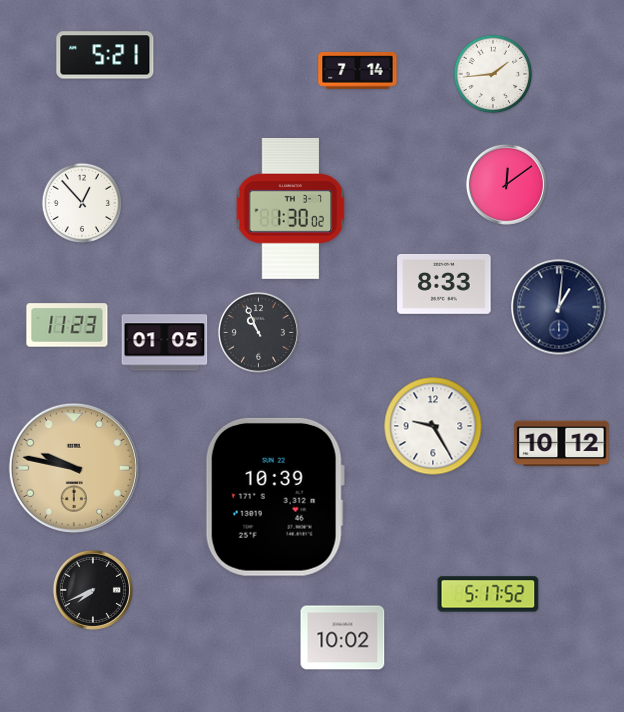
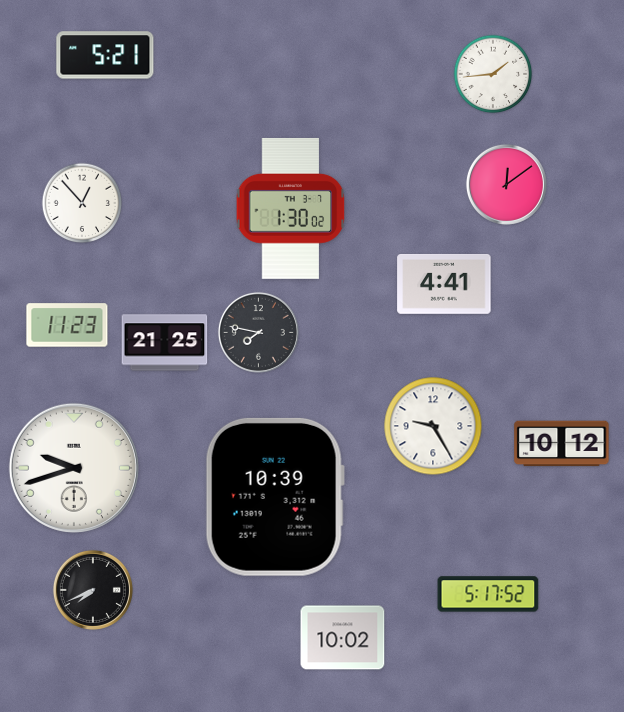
clock at (358, 71): 7:14 -> none
clock at (444, 284): 8:33 -> 4:41
clock at (559, 307): 1:01 -> none
clock at (258, 332): 10:56 -> 7:47
clock at (165, 343): 01:05 -> 21:25
clock at (74, 468): 9:47 -> 9:42
clock at (74, 468) dial: champagne -> white
